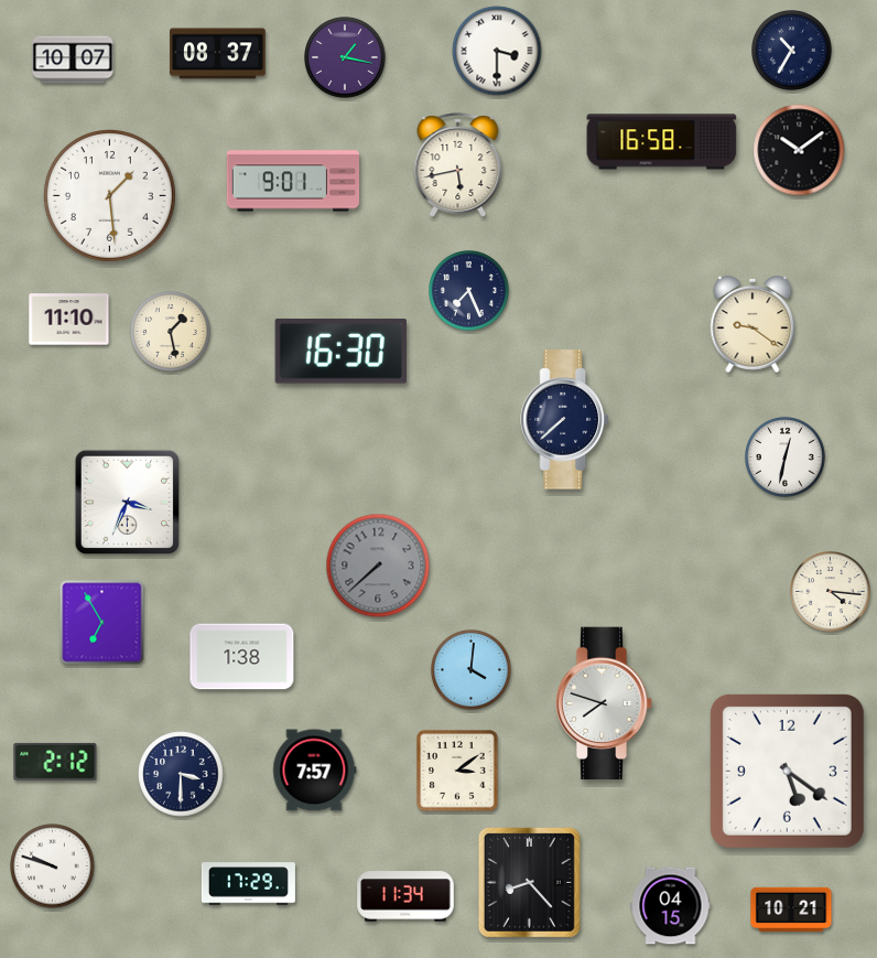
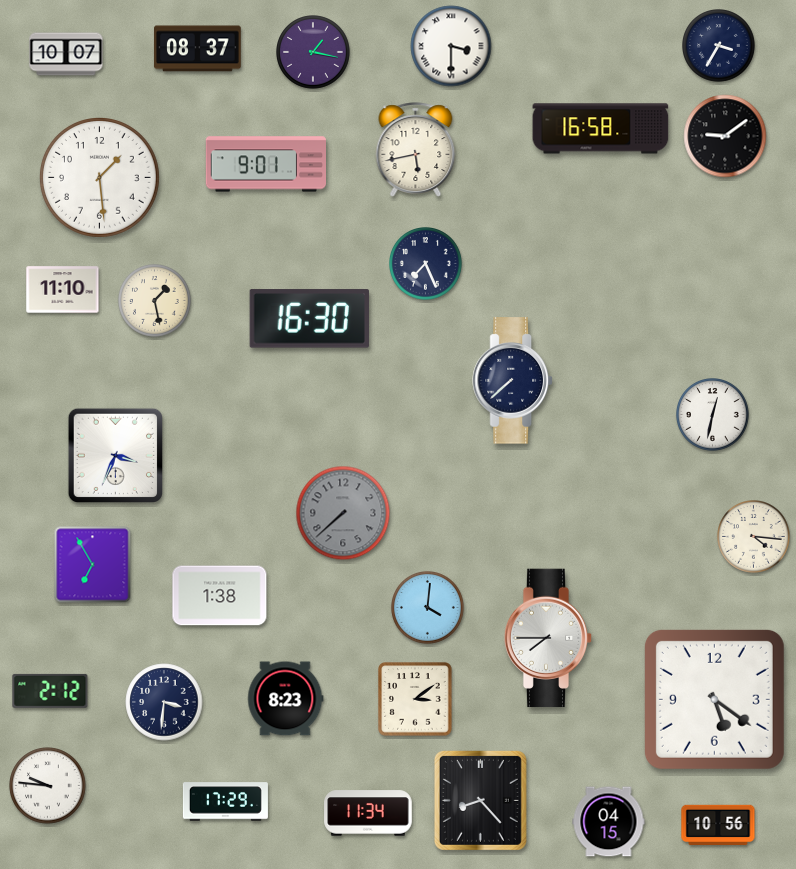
clock at (792, 51): 10:35 -> 3:35
clock at (799, 150): 10:09 -> 9:09
clock at (753, 324): 9:21 -> none
clock at (604, 703): 7:48 -> 7:45
clock at (315, 771): 7:57 -> 8:23
clock at (181, 774): 3:30 -> 3:31
clock at (53, 866): 9:48 -> 9:46
clock at (791, 909): 10:21 -> 10:56
